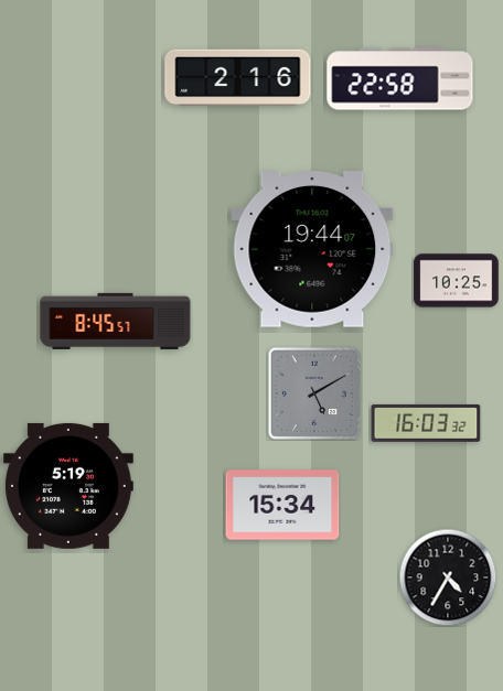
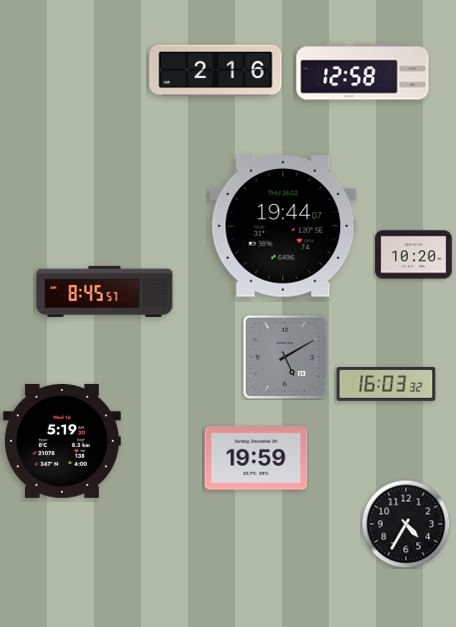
clock at (400, 79): 22:58 -> 12:58
clock at (457, 281): 10:25 -> 10:20
clock at (282, 505): 15:34 -> 19:59
